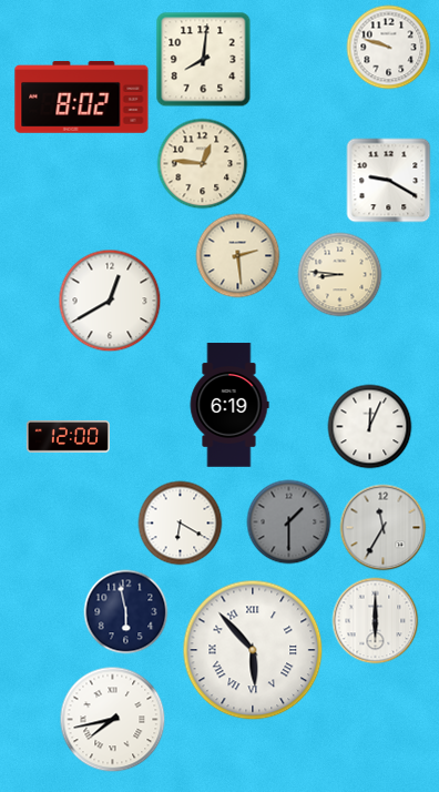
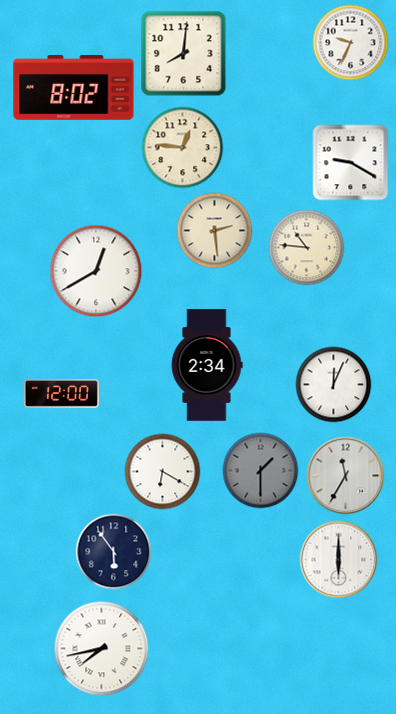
clock at (389, 48): 9:48 -> 9:34
clock at (340, 275): 8:46 -> 10:46
clock at (110, 301) position: (110, 301) -> (96, 271)
clock at (229, 405): 6:19 -> 2:34
clock at (126, 612): 5:58 -> 5:54
clock at (253, 650): 5:53 -> none
